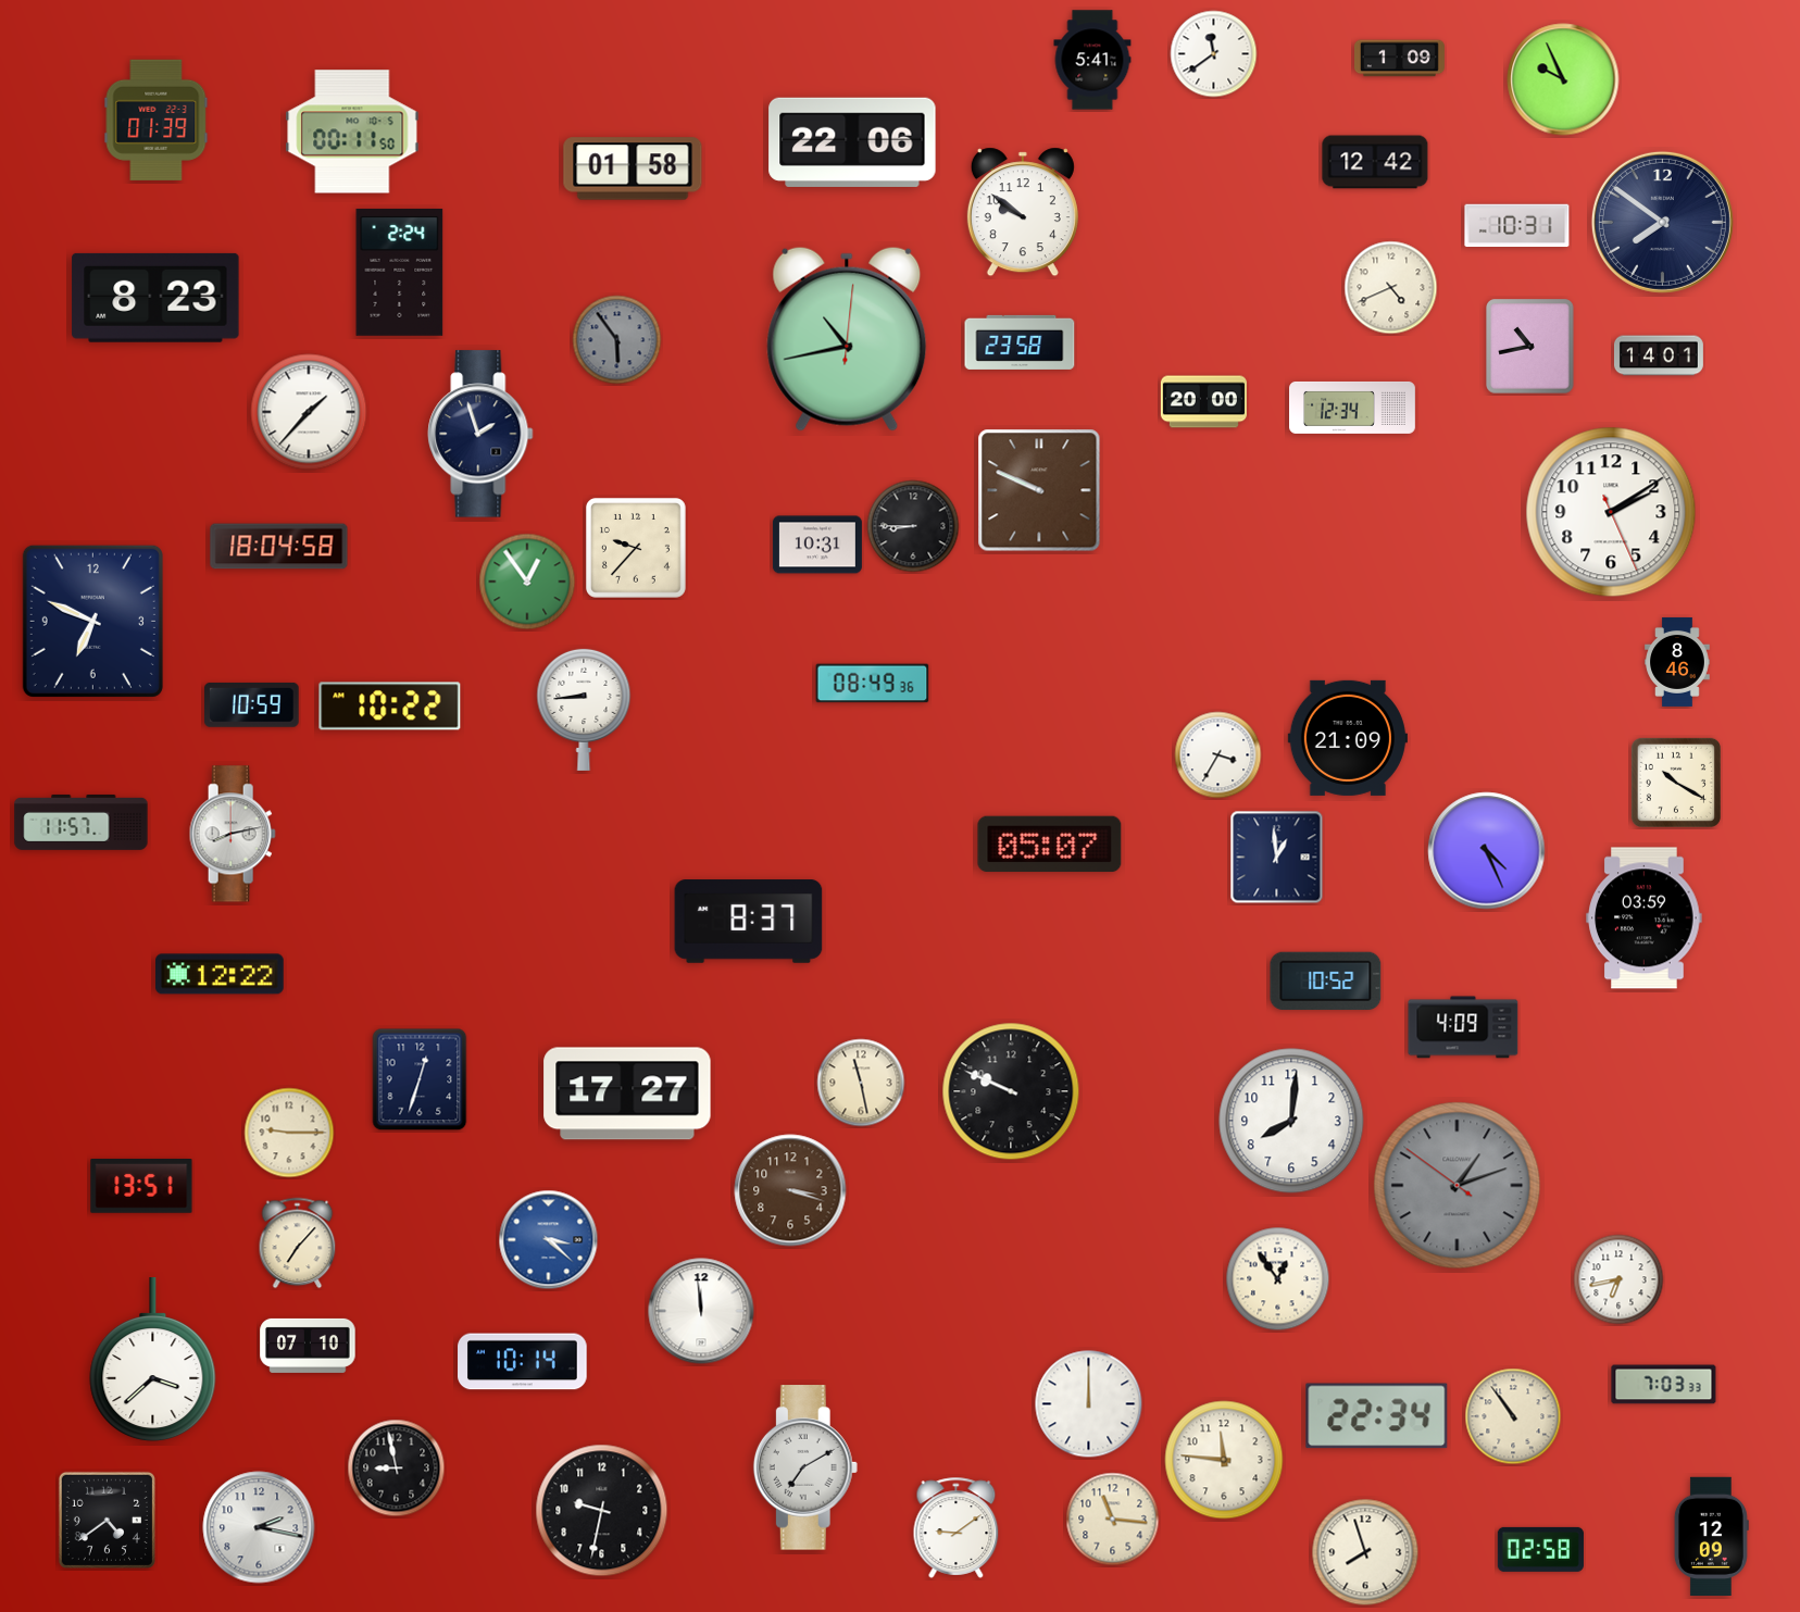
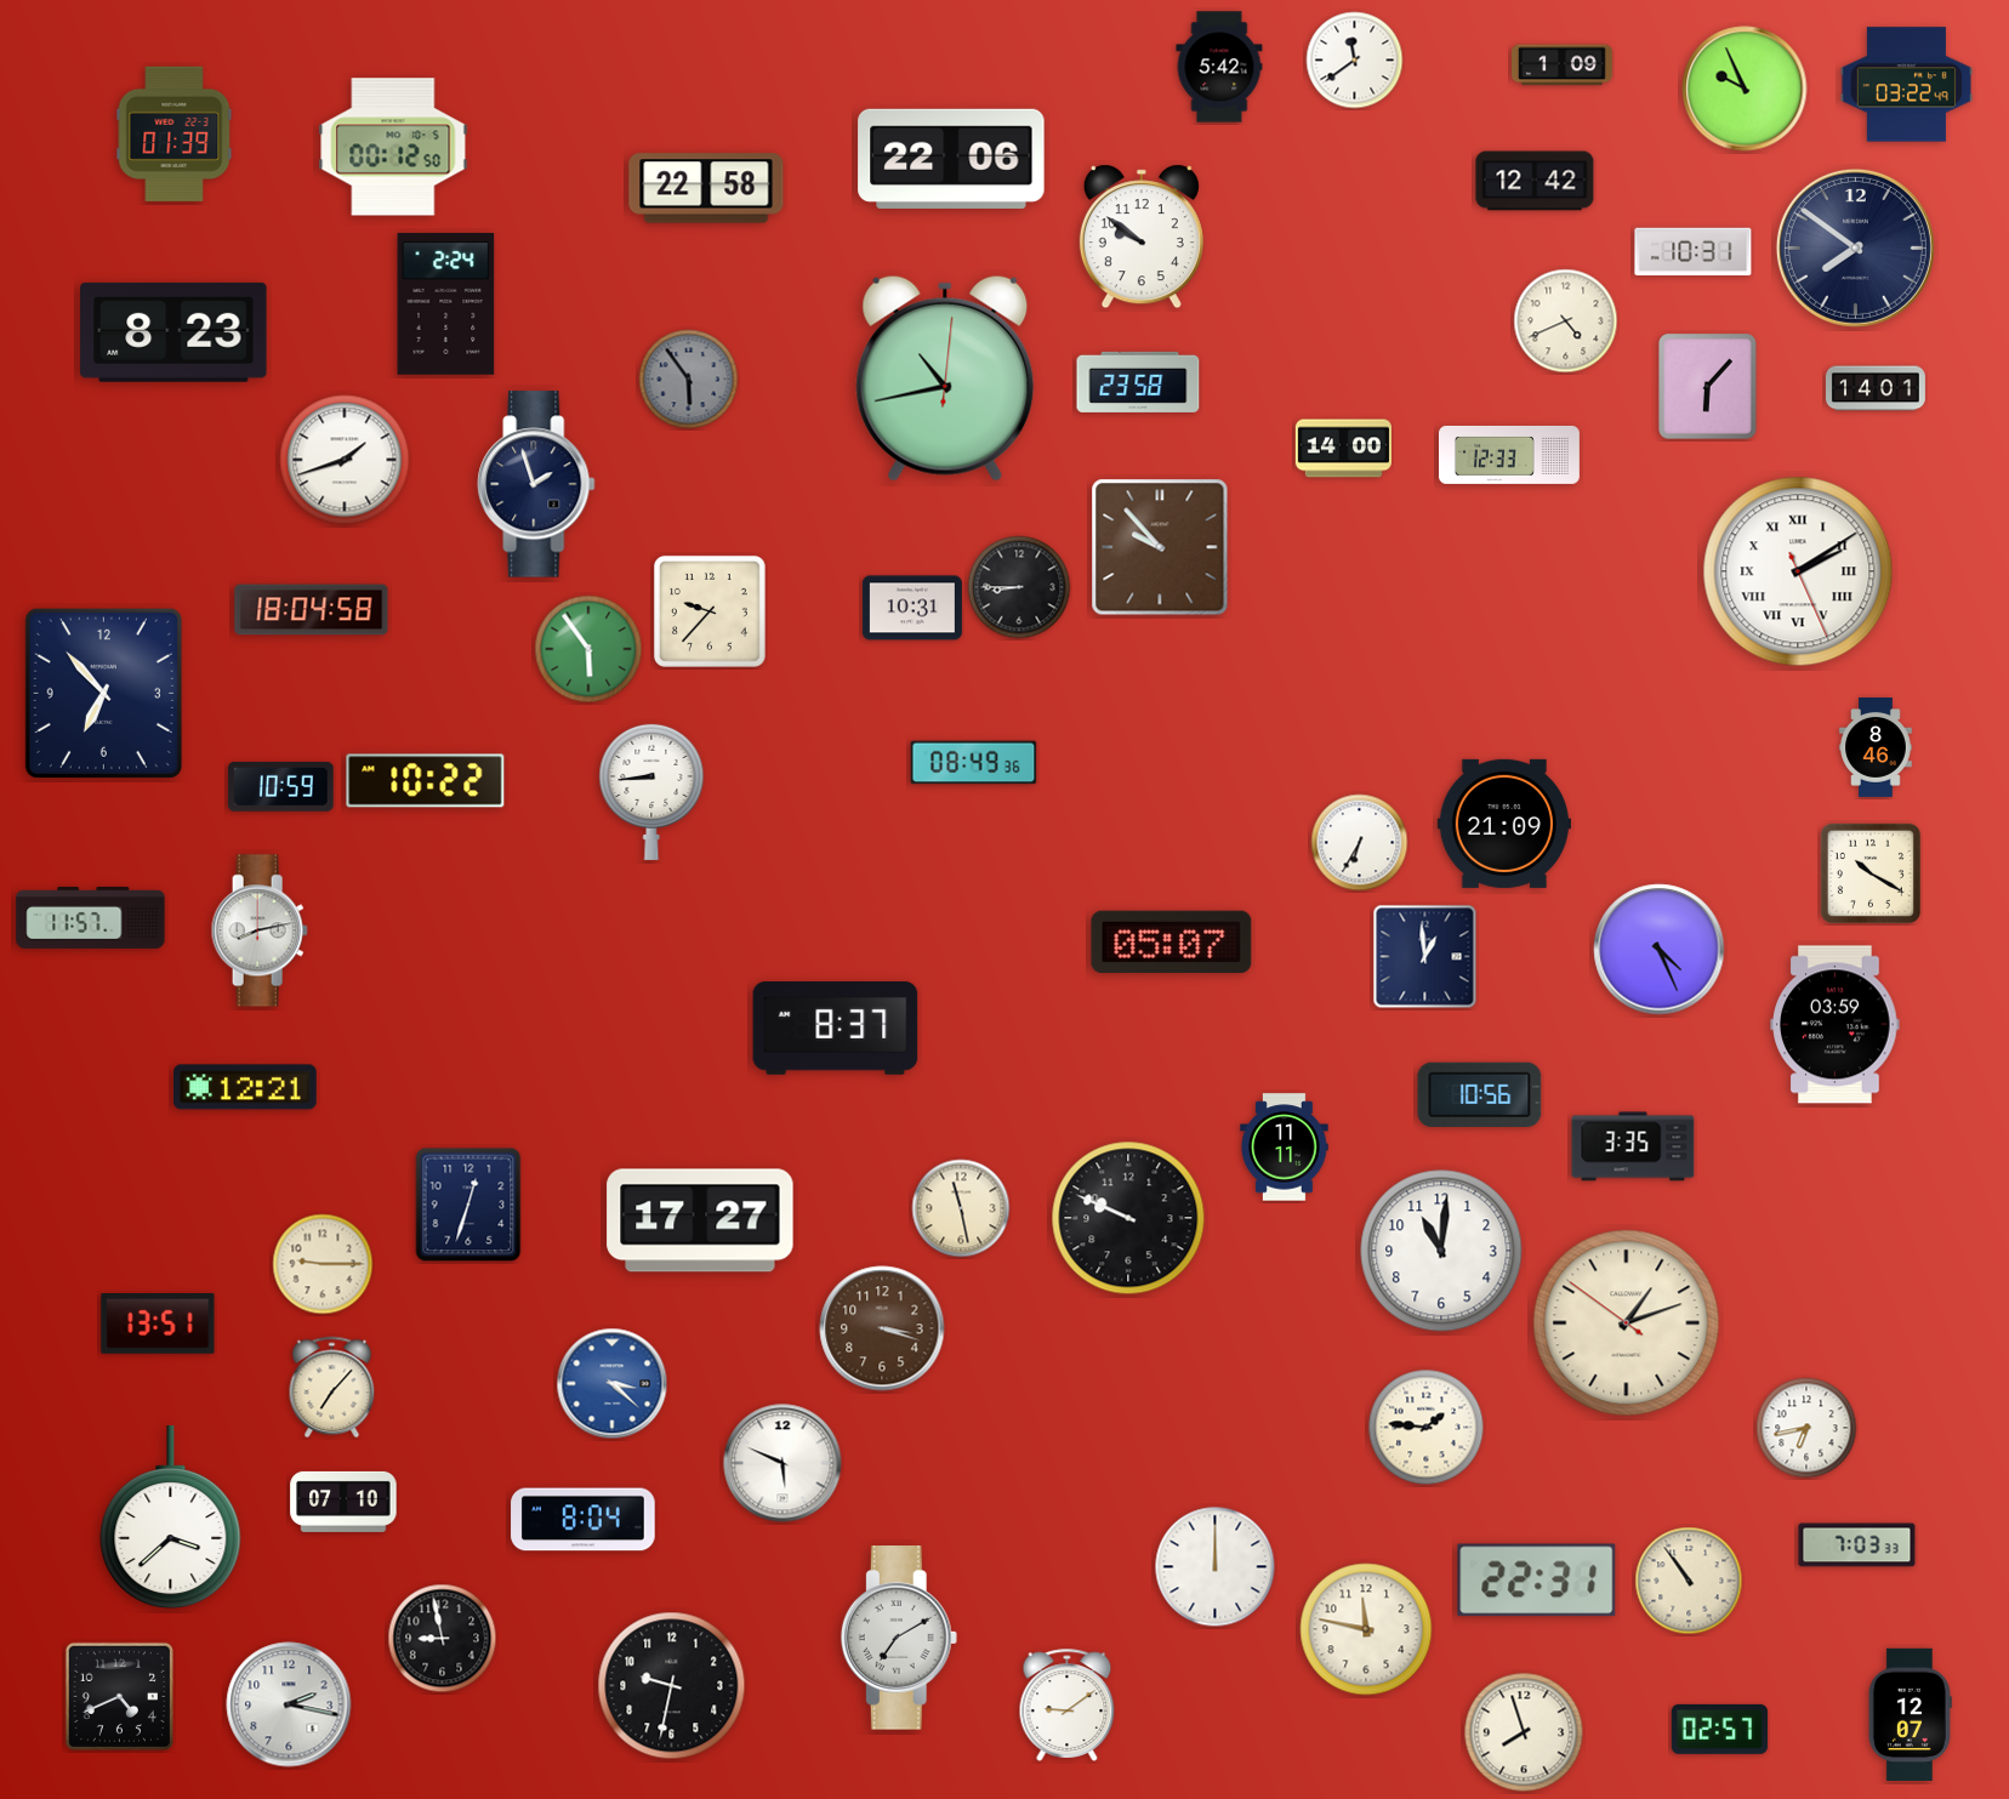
clock at (1092, 60): 5:41 -> 5:42
clock at (1907, 85): none -> 03:22
clock at (352, 132): 00:11 -> 00:12
clock at (633, 168): 01:58 -> 22:58
clock at (1391, 288) position: (1391, 288) -> (1566, 321)
clock at (1530, 347): 10:43 -> 6:07
clock at (1659, 355) position: (1659, 355) -> (1876, 388)
clock at (1203, 402): 20:00 -> 14:00
clock at (1353, 408): 12:34 -> 12:33
clock at (309, 412): 1:37 -> 1:42
clock at (1039, 490): 9:49 -> 9:53
clock at (1611, 512) numerals: Arabic -> Roman
clock at (527, 582): 12:54 -> 5:54
clock at (92, 621): 6:49 -> 6:53
clock at (1677, 662) position: (1677, 662) -> (1876, 747)
clock at (390, 707) position: (390, 707) -> (426, 781)
clock at (1218, 755): 3:35 -> 6:35
clock at (221, 974): 12:22 -> 12:21
clock at (1326, 980): 10:52 -> 10:56
clock at (1463, 1027): 4:09 -> 3:35
clock at (1285, 1148): none -> 11:11
clock at (1291, 1121): 8:01 -> 11:01
clock at (1458, 1186) dial: grey -> cream
clock at (1278, 1279): 12:54 -> 1:46
clock at (701, 1311): 11:59 -> 5:49
clock at (523, 1362): 10:14 -> 8:04
clock at (1377, 1416): 22:34 -> 22:31
clock at (1224, 1460): 11:46 -> 11:47
clock at (107, 1520): 4:39 -> 4:41
clock at (1113, 1520): 11:16 -> none
clock at (1711, 1537): 12:09 -> 12:07
clock at (1540, 1549): 02:58 -> 02:57
